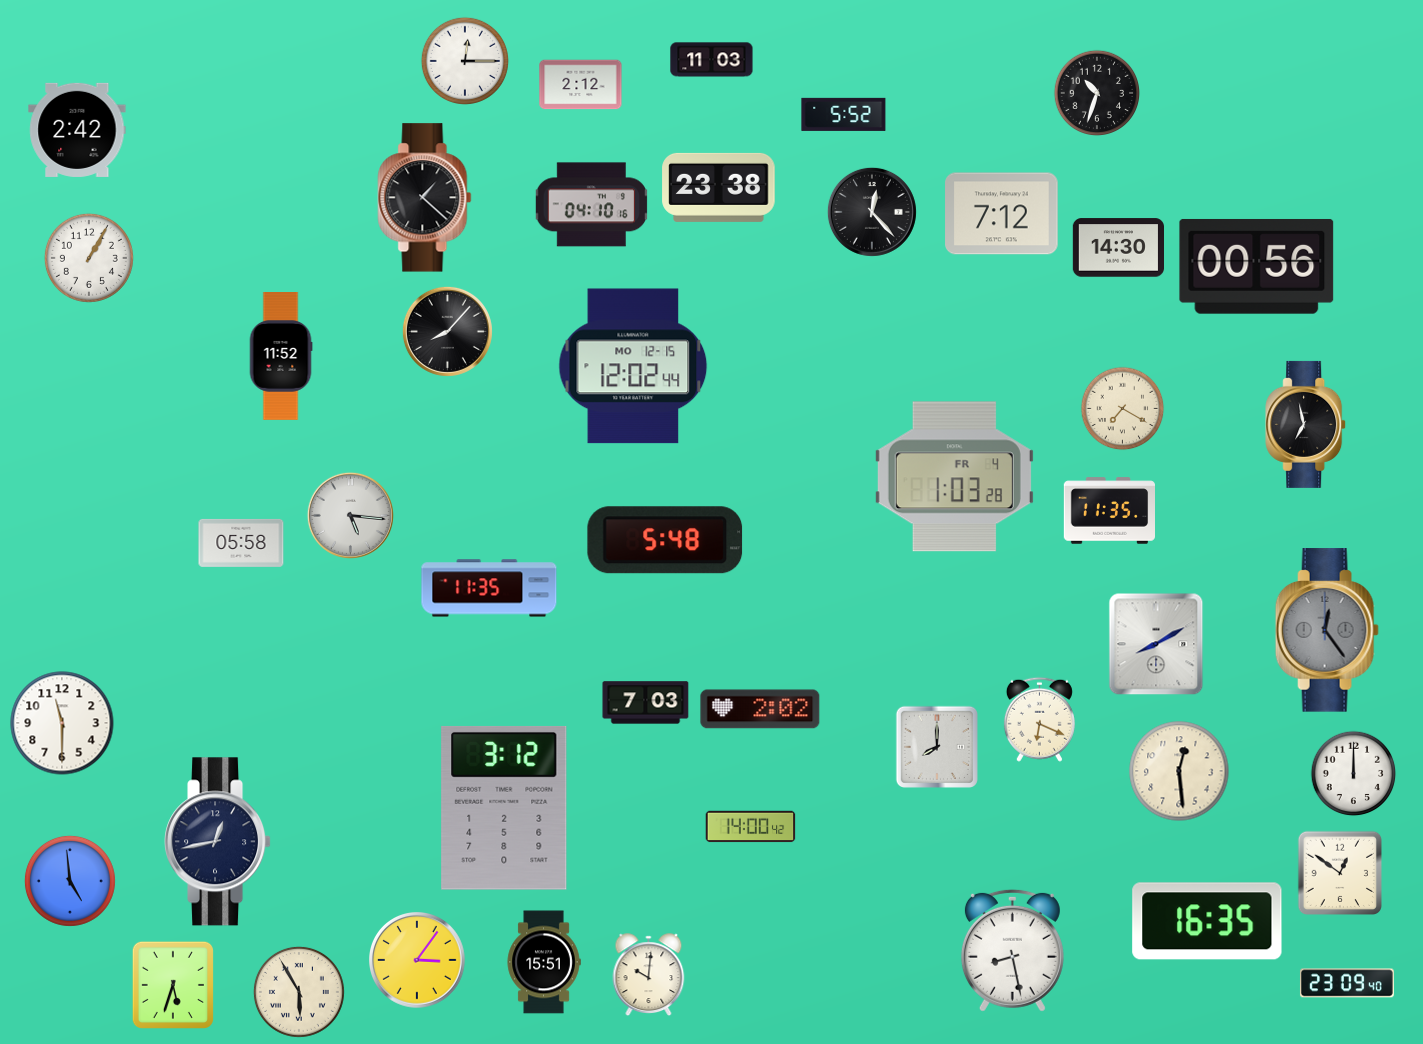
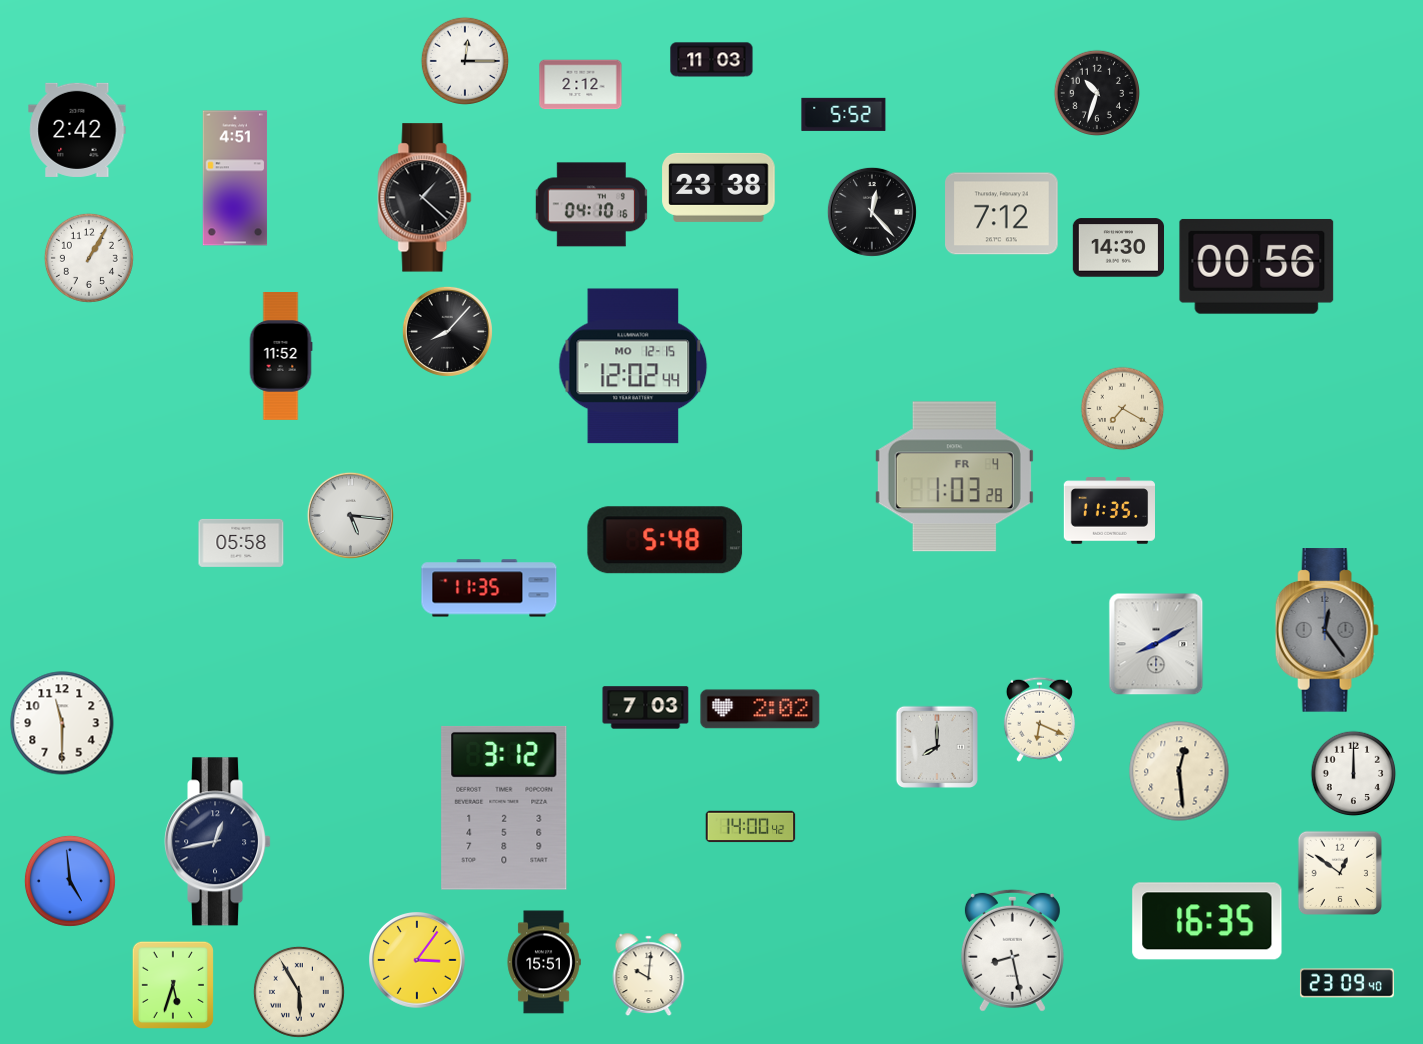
clock at (235, 178): none -> 4:51
clock at (1306, 424): 6:58 -> none
clock at (646, 703) position: (646, 703) -> (646, 708)
